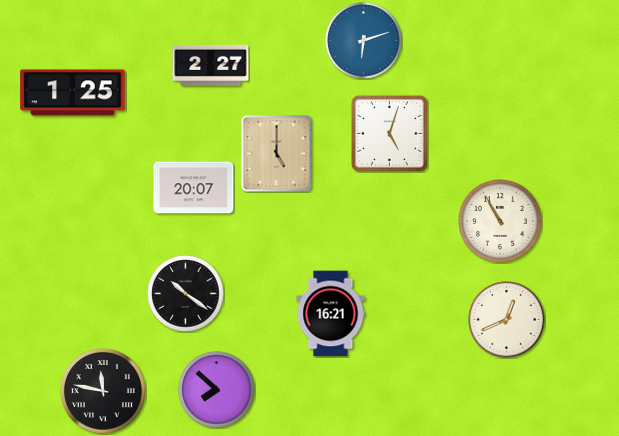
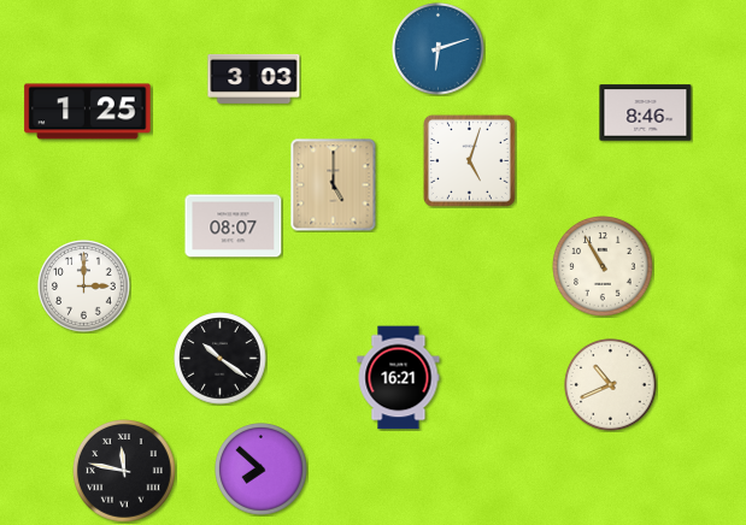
clock at (211, 65): 2:27 -> 3:03
clock at (646, 113): none -> 8:46
clock at (194, 188): 20:07 -> 08:07
clock at (84, 287): none -> 3:00
clock at (186, 294) position: (186, 294) -> (221, 359)
clock at (507, 320): 12:41 -> 10:41
